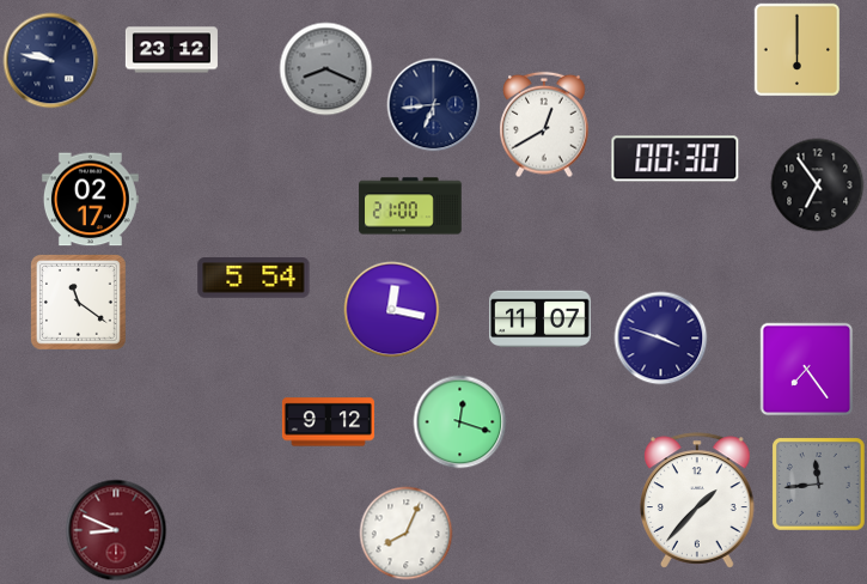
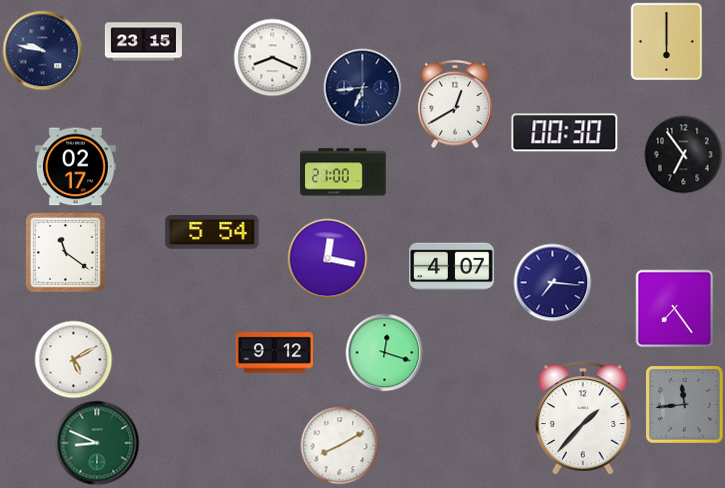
clock at (171, 50): 23:12 -> 23:15
clock at (325, 68) dial: grey -> white
clock at (541, 320): 11:07 -> 4:07
clock at (660, 337): 3:48 -> 7:16
clock at (73, 359): none -> 5:10
clock at (116, 530) dial: burgundy -> green
clock at (405, 533): 8:04 -> 8:10
